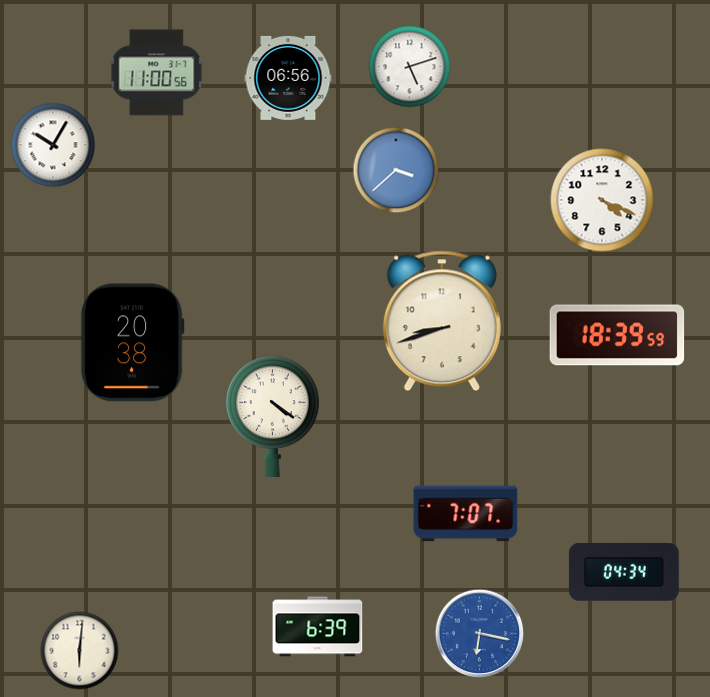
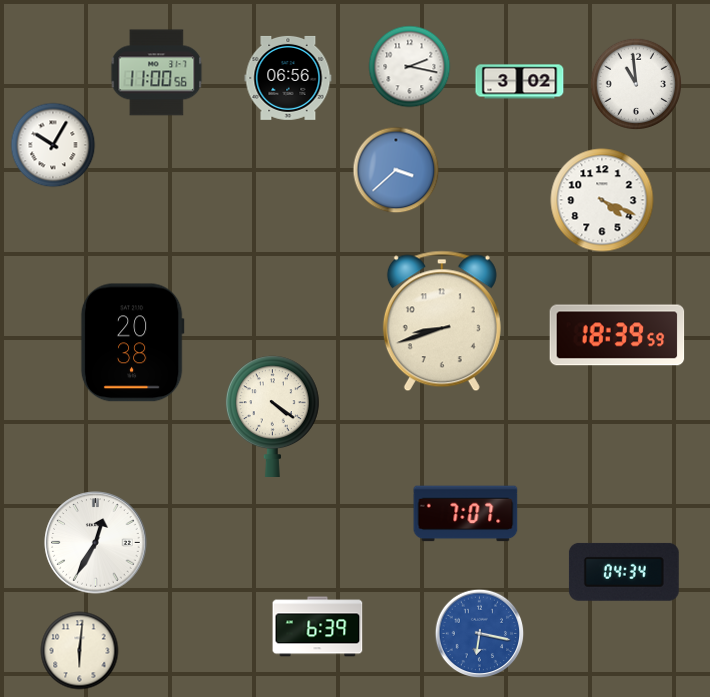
clock at (410, 67): 5:12 -> 2:17
clock at (520, 82): none -> 3:02
clock at (636, 84): none -> 10:59
clock at (96, 543): none -> 12:35
